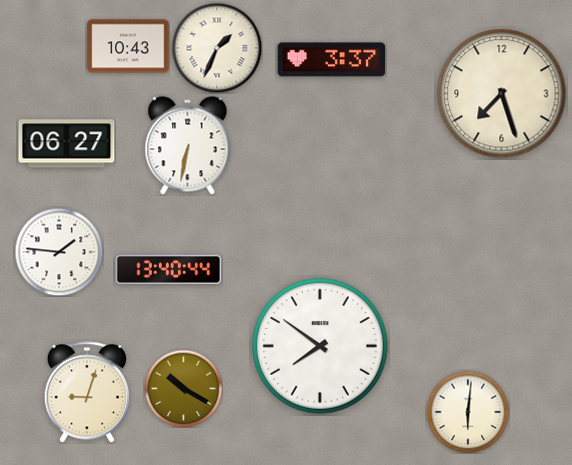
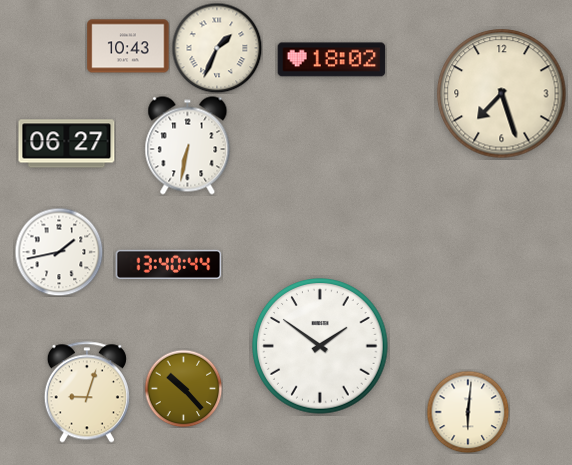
clock at (332, 60): 3:37 -> 18:02
clock at (59, 252): 1:46 -> 1:43
clock at (169, 270) position: (169, 270) -> (169, 265)
clock at (320, 346): 7:51 -> 1:51
clock at (183, 388): 10:20 -> 10:23
